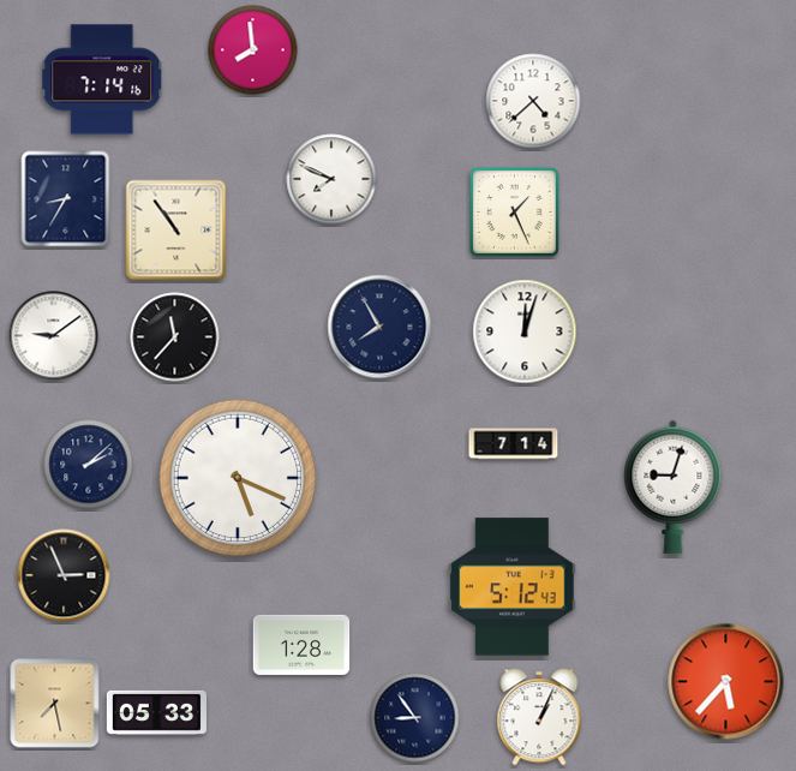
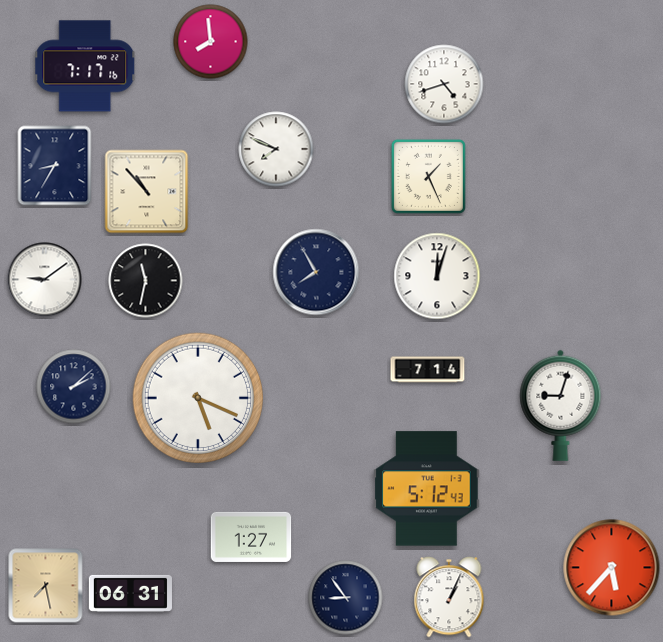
clock at (102, 79): 7:14 -> 7:17
clock at (533, 101): 4:38 -> 4:42
clock at (176, 231): 10:54 -> 10:53
clock at (175, 337): 11:37 -> 11:32
clock at (64, 575): 2:56 -> none
clock at (301, 645): 1:28 -> 1:27
clock at (726, 682) position: (726, 682) -> (612, 568)
clock at (156, 712): 05:33 -> 06:31
